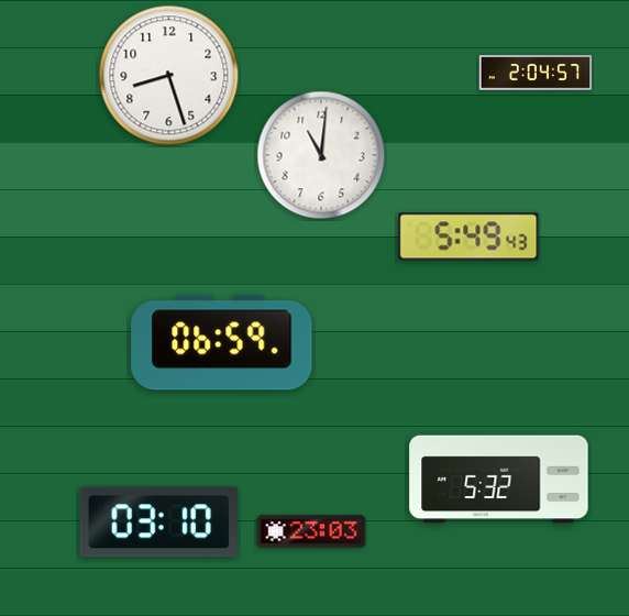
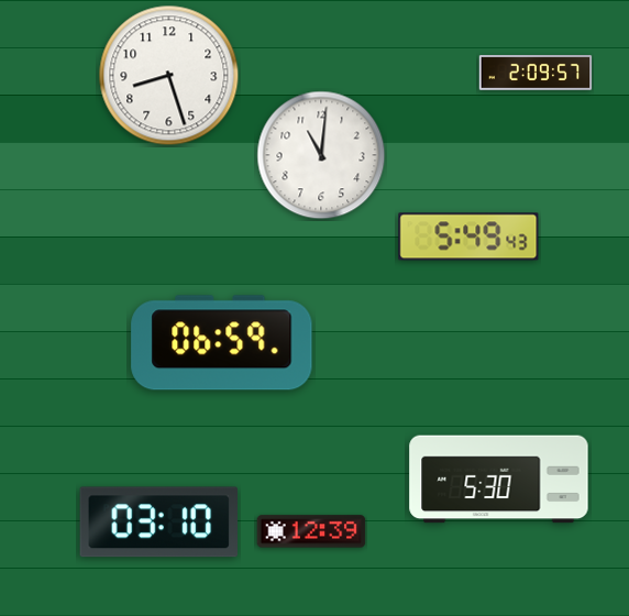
clock at (536, 73): 2:04 -> 2:09
clock at (499, 480): 5:32 -> 5:30
clock at (311, 531): 23:03 -> 12:39
